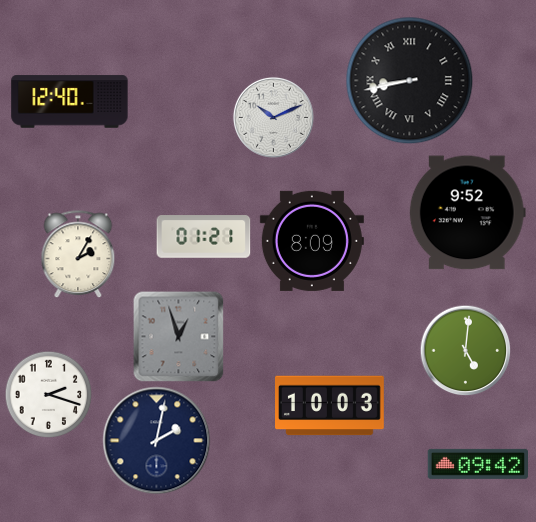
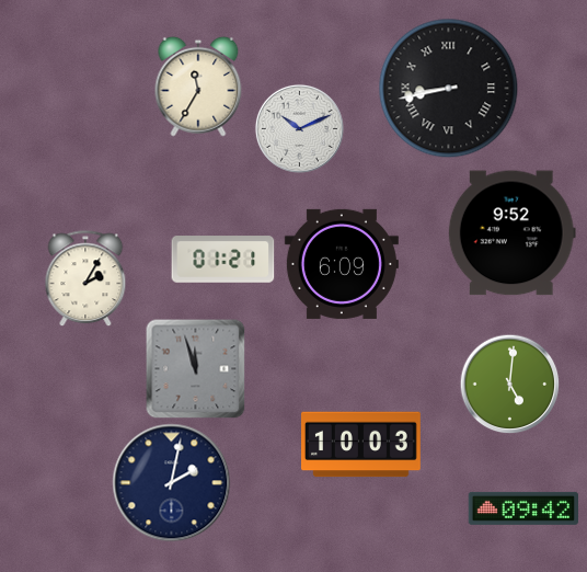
clock at (198, 87): none -> 11:35
clock at (70, 102): 12:40 -> none
clock at (312, 241): 8:09 -> 6:09
clock at (178, 336): 12:57 -> 11:57
clock at (48, 394): 2:18 -> none
